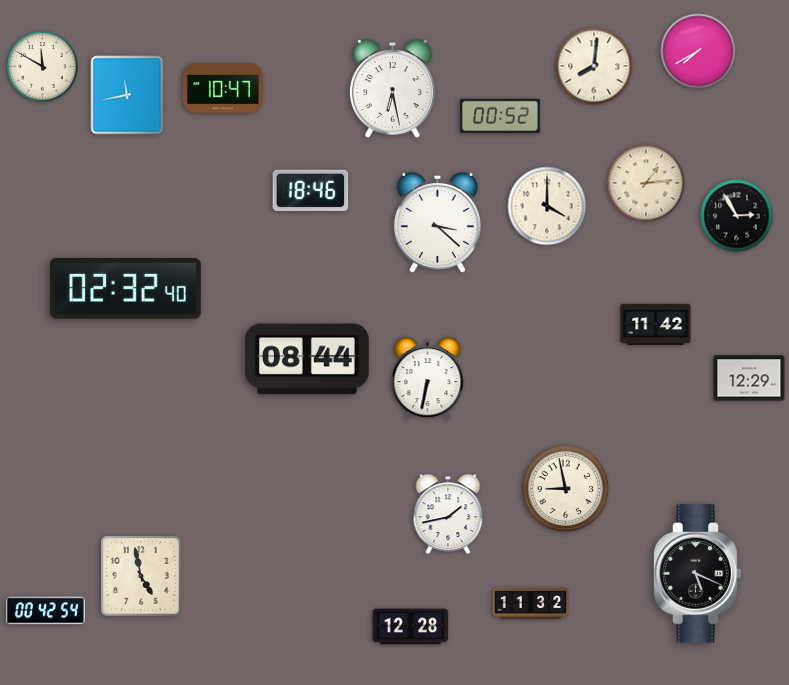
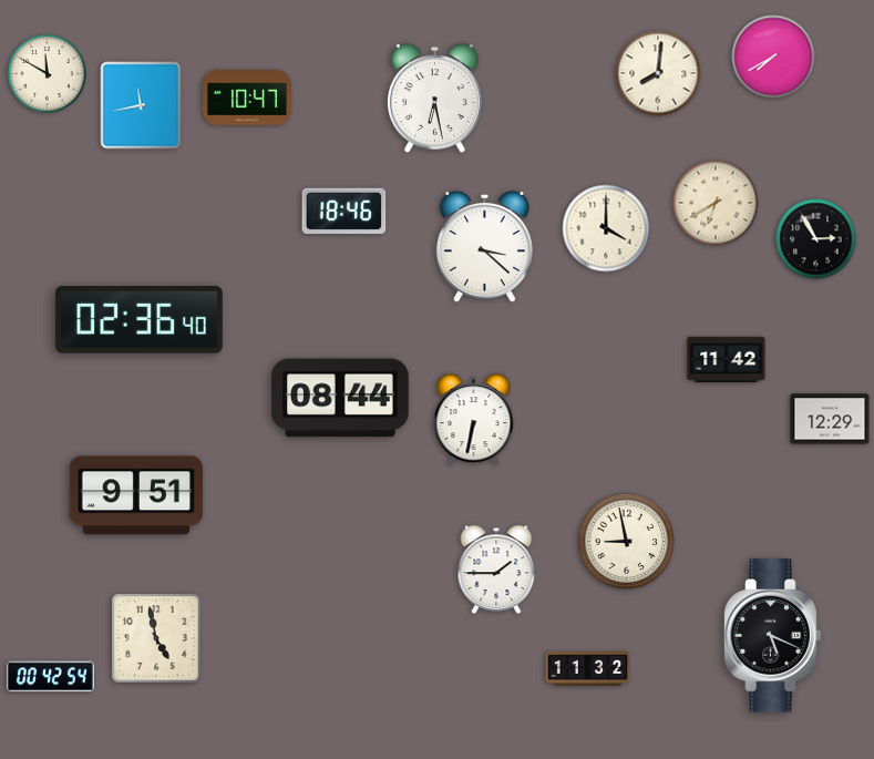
clock at (501, 116): 00:52 -> none
clock at (646, 183): 1:14 -> 6:40
clock at (125, 289): 02:32 -> 02:36
clock at (135, 495): none -> 9:51
clock at (448, 514): 1:43 -> 1:45
clock at (411, 627): 12:28 -> none
